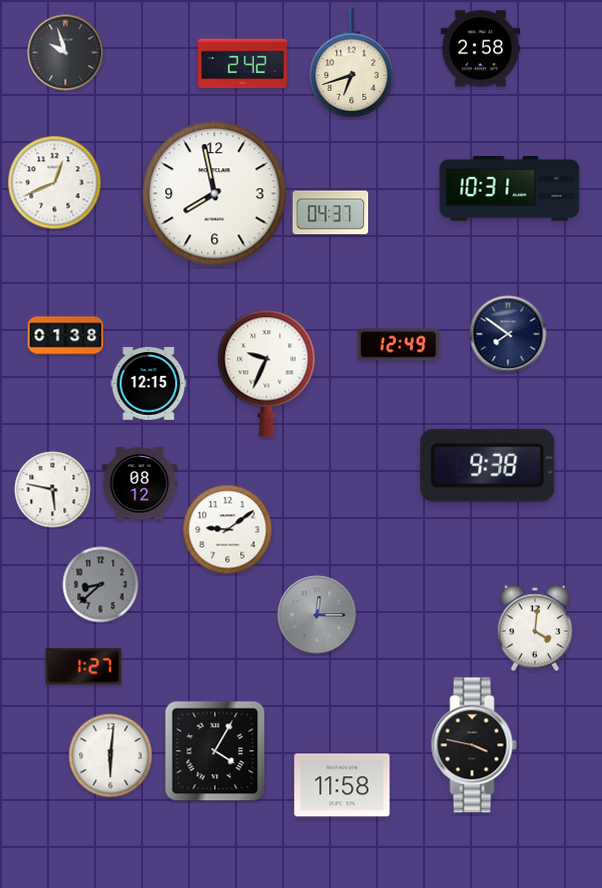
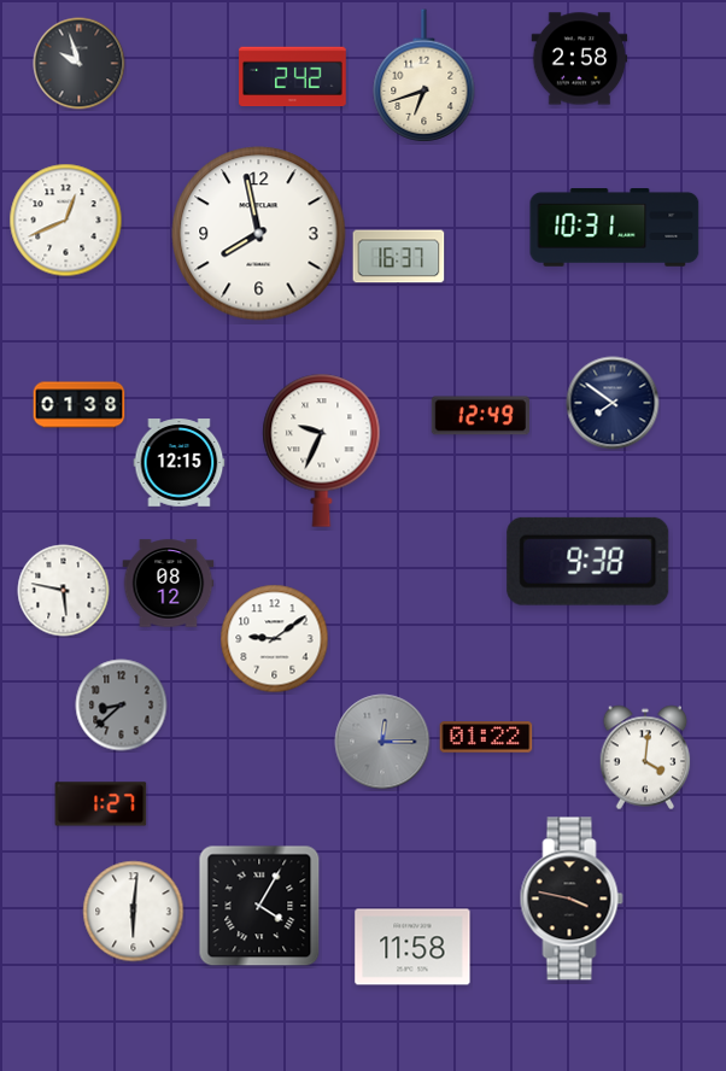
clock at (331, 213): 04:37 -> 16:37
clock at (486, 737): none -> 01:22
